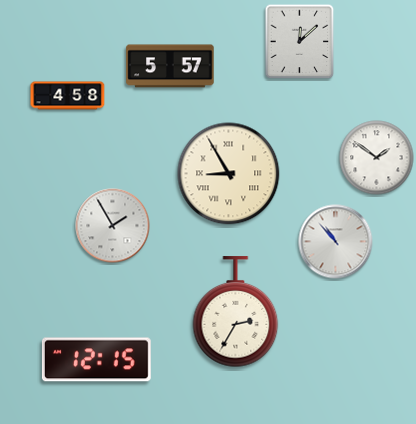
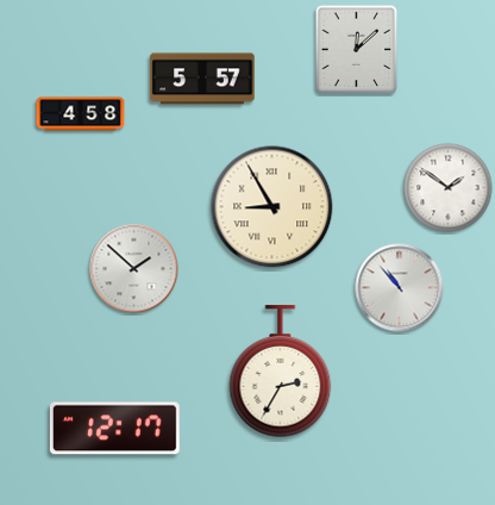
clock at (113, 226): 1:55 -> 1:52
clock at (96, 360): 12:15 -> 12:17
